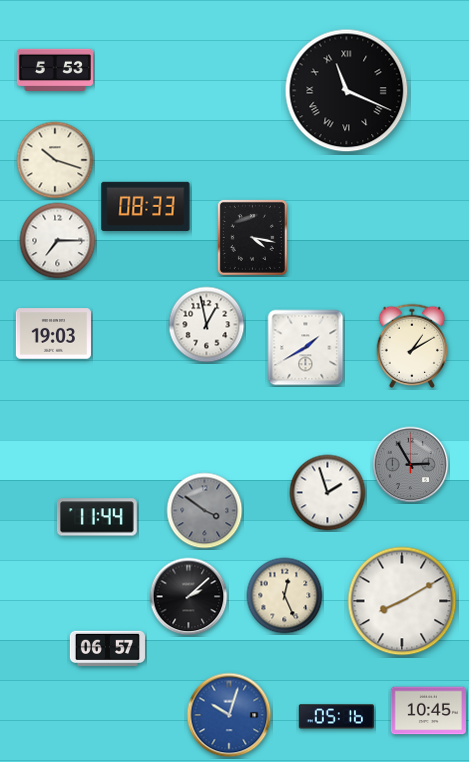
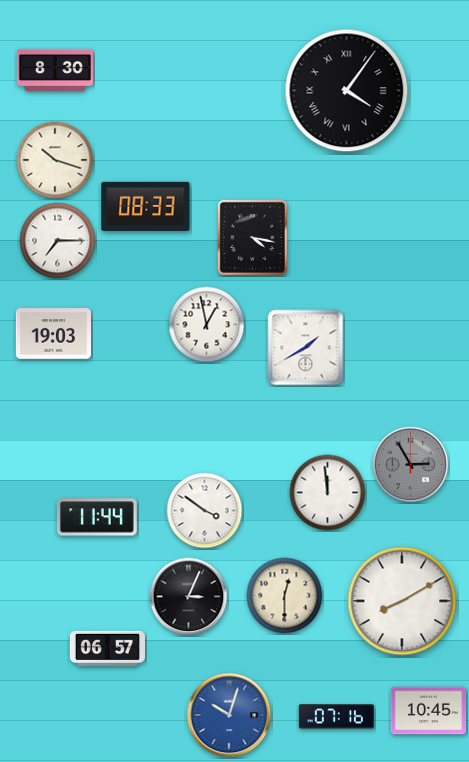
clock at (55, 69): 5:53 -> 8:30
clock at (347, 91): 11:19 -> 4:06
clock at (412, 345): 1:10 -> none
clock at (328, 493): 1:57 -> 11:59
clock at (205, 511) dial: grey -> white
clock at (285, 596): 12:26 -> 12:30
clock at (189, 597): 2:08 -> 3:04
clock at (336, 717): 05:16 -> 07:16
